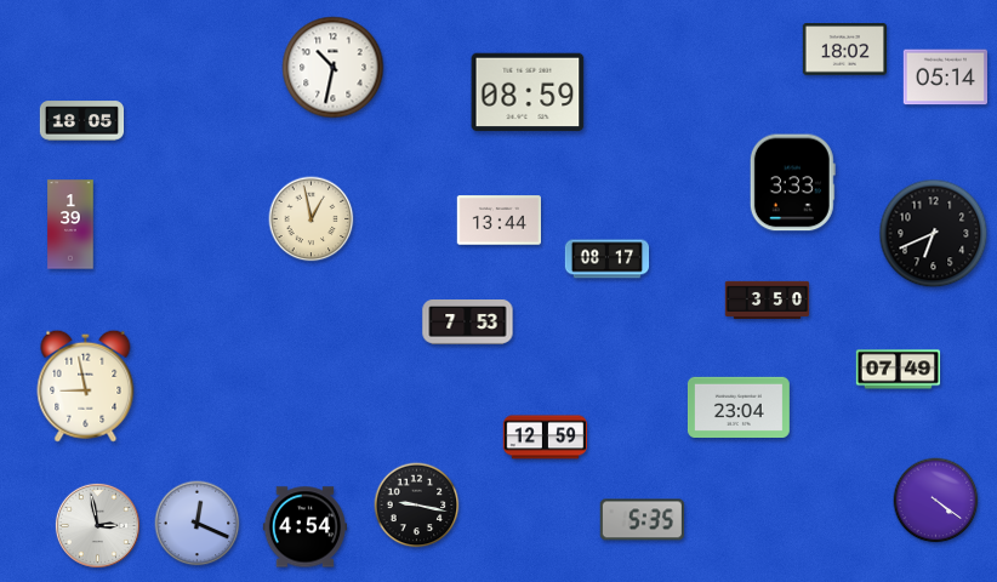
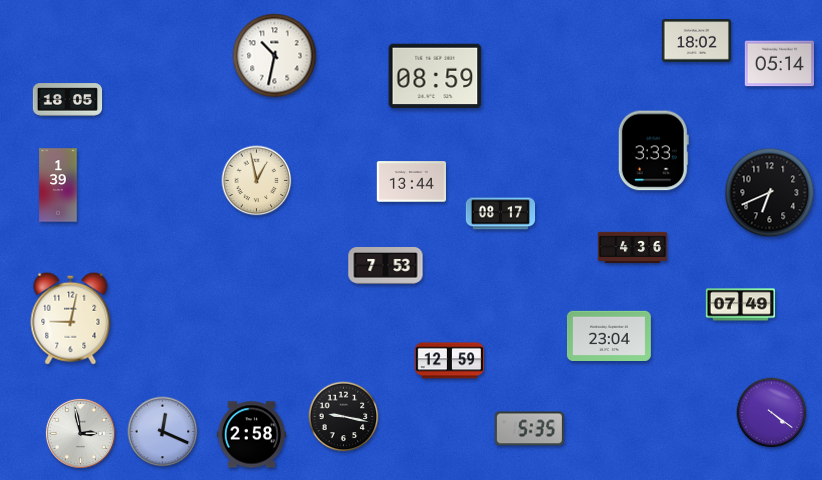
clock at (768, 301): 3:50 -> 4:36
clock at (86, 386): 8:58 -> 9:02
clock at (304, 527): 4:54 -> 2:58
